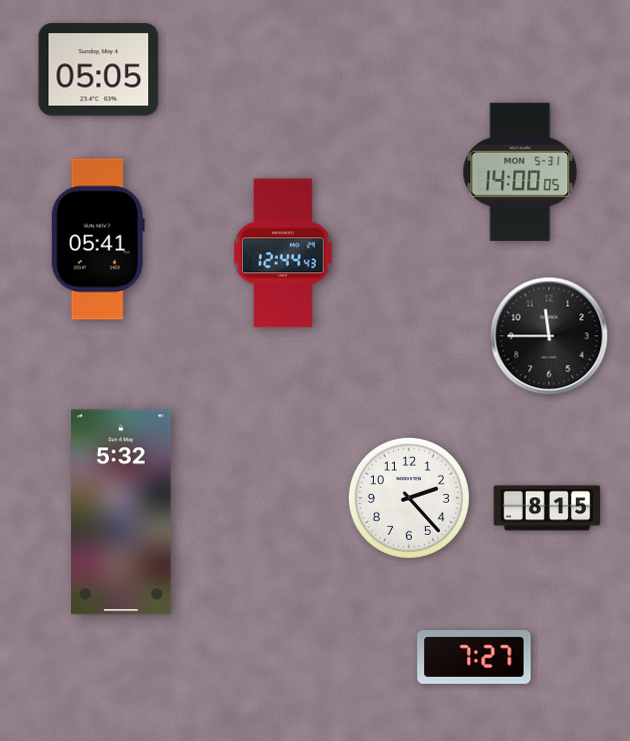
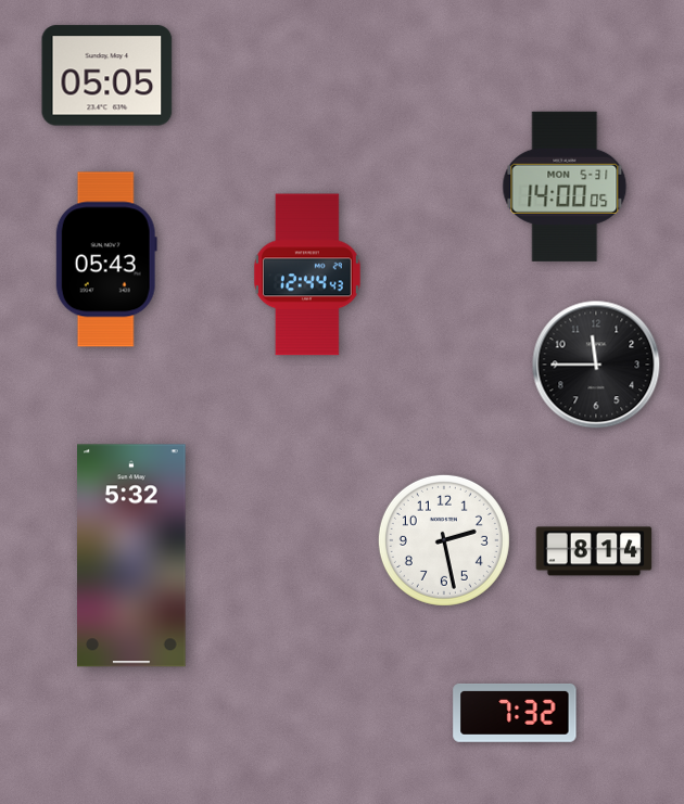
clock at (98, 239): 05:41 -> 05:43
clock at (409, 498): 2:23 -> 2:28
clock at (547, 508): 8:15 -> 8:14
clock at (474, 657): 7:27 -> 7:32
